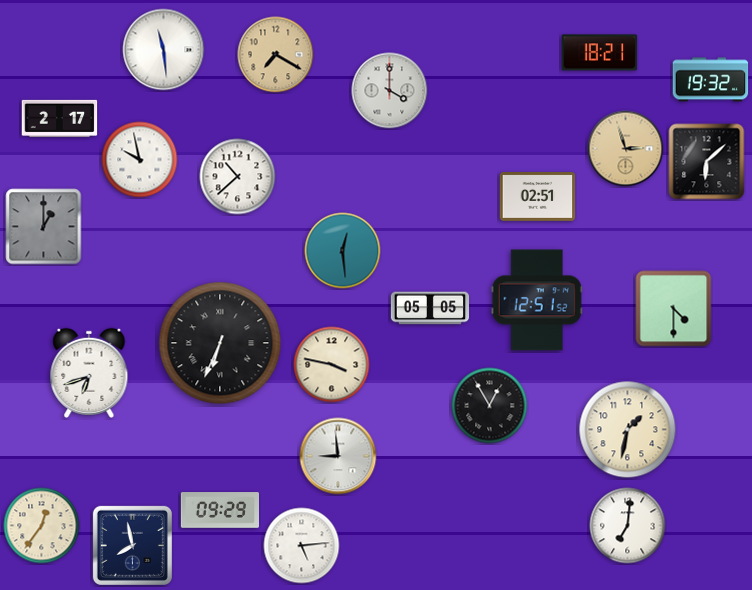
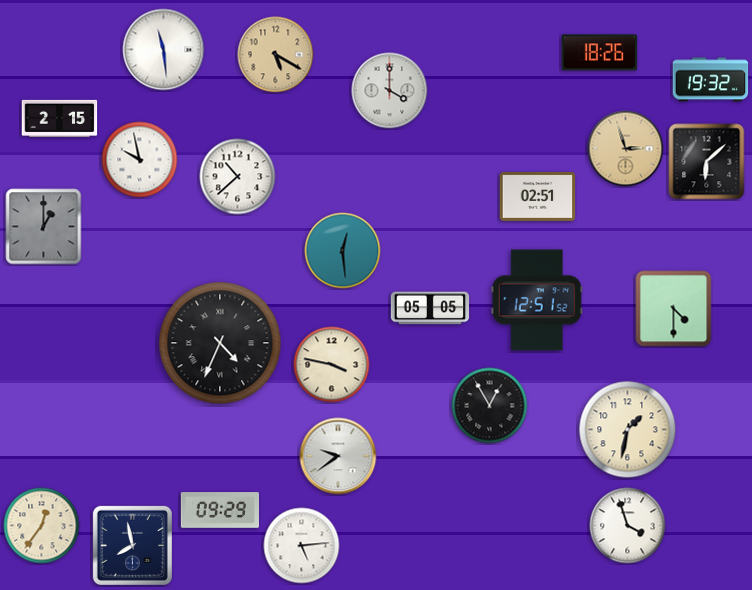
clock at (600, 53): 18:21 -> 18:26
clock at (276, 55): 7:20 -> 5:20
clock at (60, 118): 2:17 -> 2:15
clock at (220, 343): 6:34 -> 4:34
clock at (89, 373): 6:42 -> none
clock at (338, 456): 8:59 -> 9:39
clock at (628, 526): 7:01 -> 3:57
